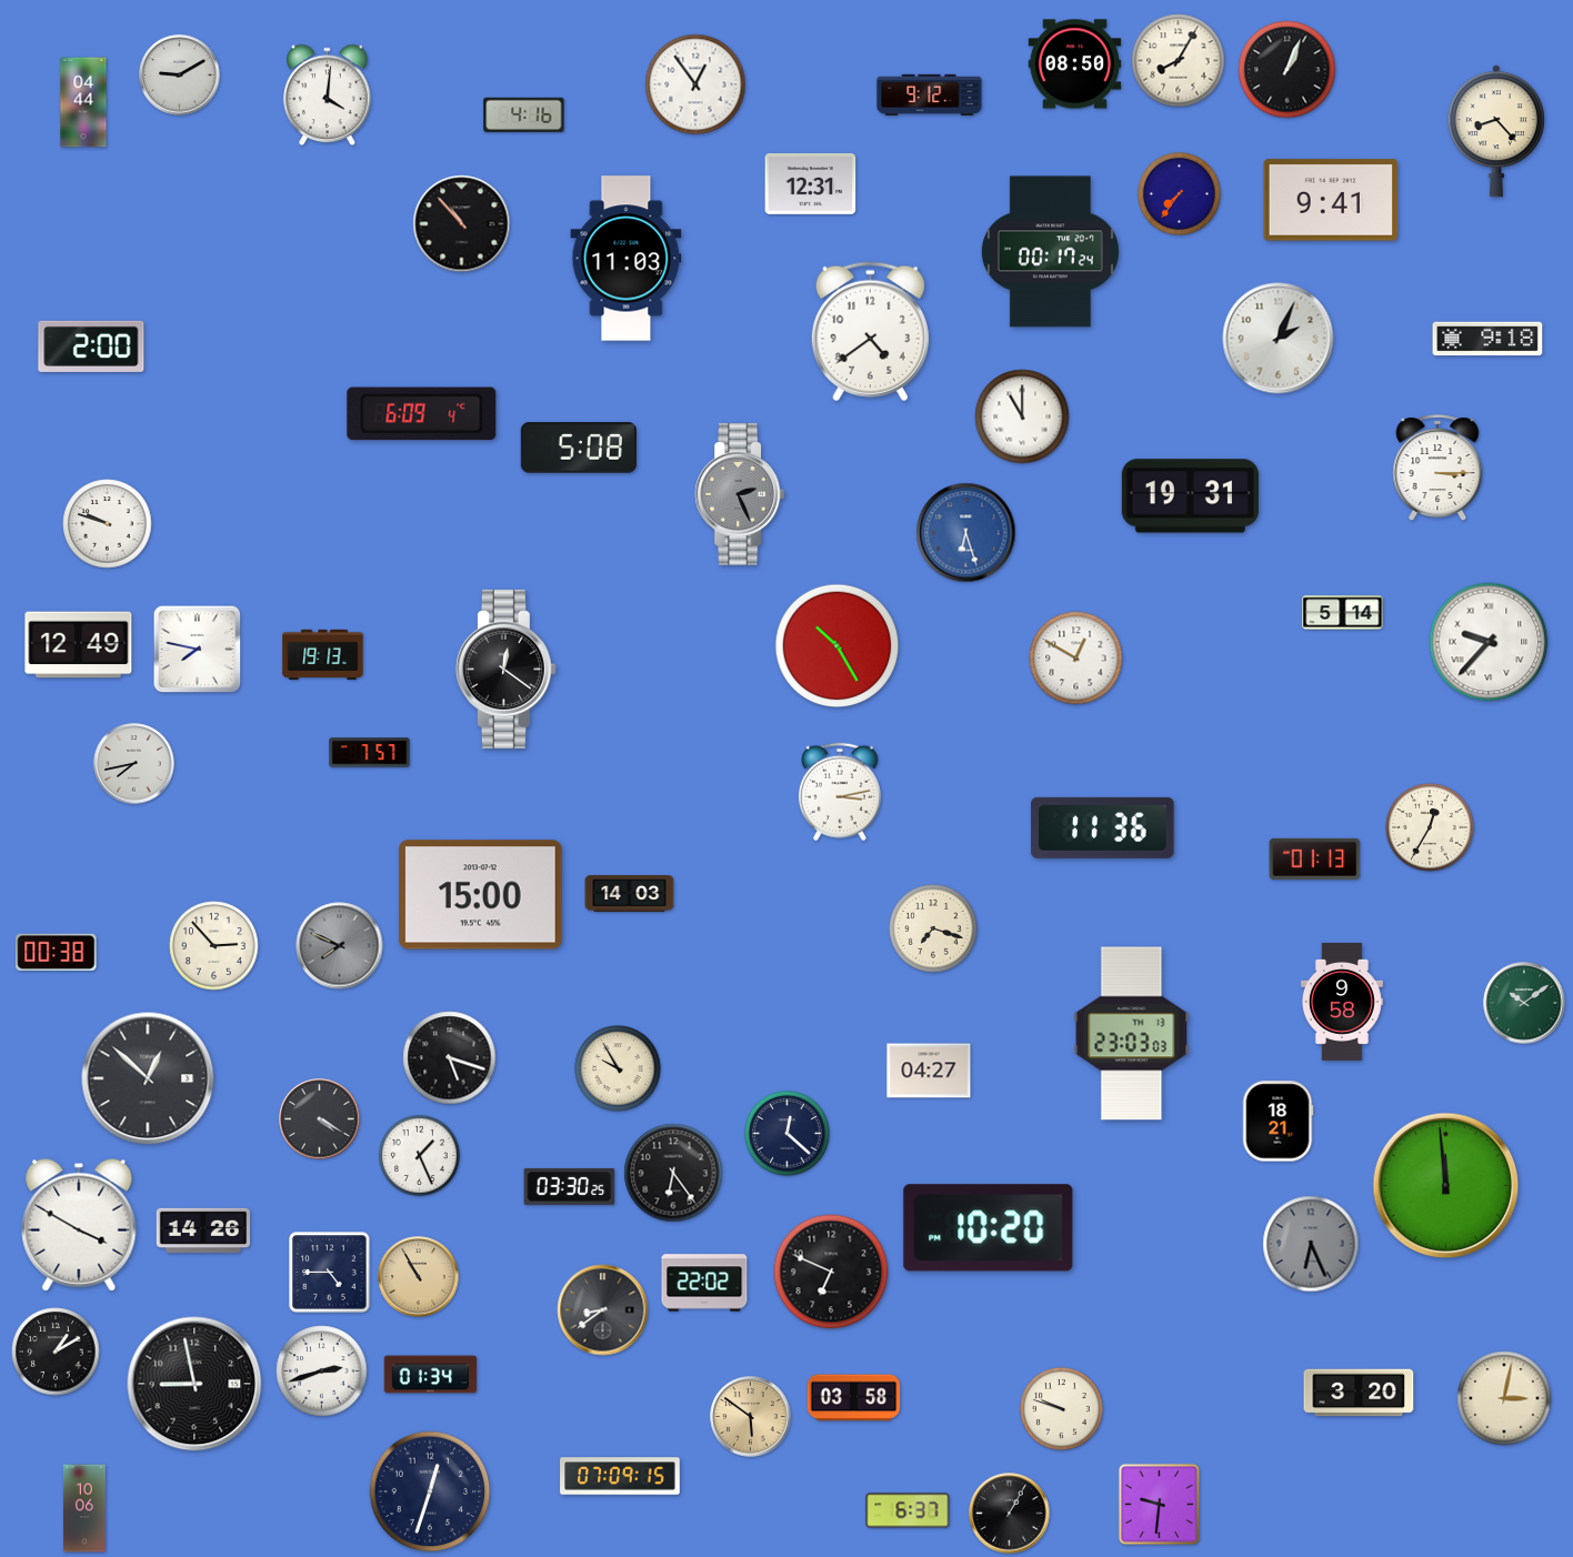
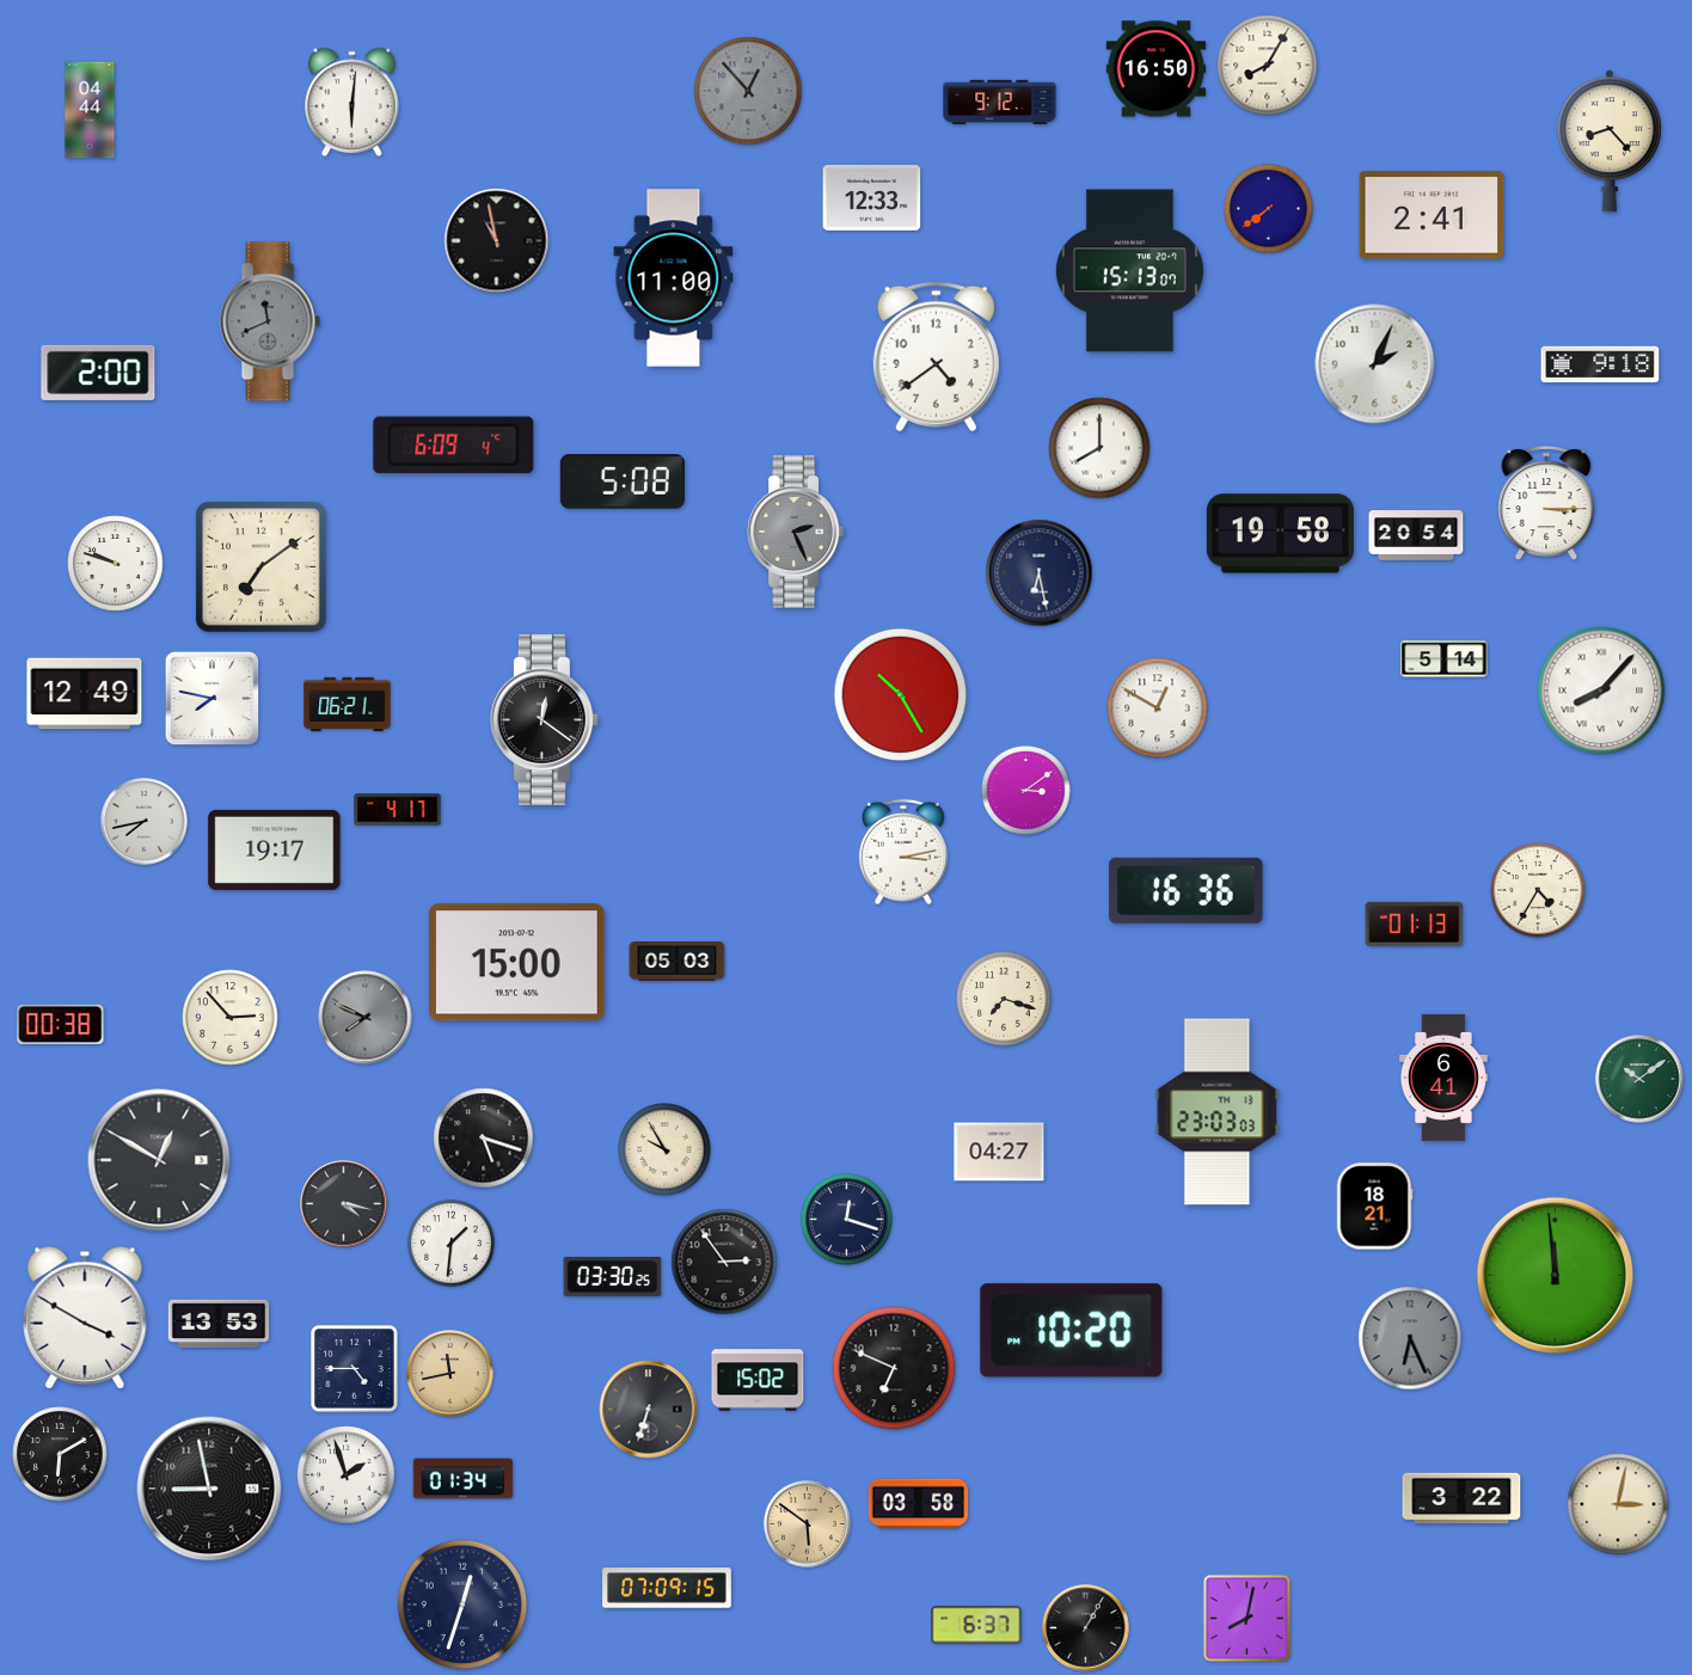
clock at (1075, 64): 08:50 -> 16:50
clock at (1288, 70): 1:04 -> none
clock at (180, 76): 9:10 -> none
clock at (695, 84): 12:54 -> 12:53
clock at (695, 84) dial: white -> grey
clock at (328, 96): 4:01 -> 6:01
clock at (524, 114): 4:16 -> none
clock at (811, 184): 12:31 -> 12:33
clock at (1180, 194): 7:36 -> 7:39
clock at (1331, 200): 9:41 -> 2:41
clock at (462, 224): 10:53 -> 10:58
clock at (1050, 252): 00:17 -> 15:13
clock at (627, 259): 11:03 -> 11:00
clock at (270, 321): none -> 11:41
clock at (1022, 416): 11:00 -> 8:00
clock at (1190, 496): 19:31 -> 19:58
clock at (1416, 536): none -> 20:54
clock at (260, 566): none -> 7:09
clock at (966, 533): 6:27 -> 6:28
clock at (966, 533) dial: blue -> navy
clock at (1489, 642): 9:37 -> 8:07
clock at (323, 654): 19:13 -> 06:21
clock at (1026, 791): none -> 3:09
clock at (370, 753): 7:57 -> 4:17
clock at (275, 849): none -> 19:17
clock at (1103, 827): 11:36 -> 16:36
clock at (1430, 827): 12:35 -> 4:35
clock at (630, 894): 14:03 -> 05:03
clock at (1342, 1002): 9:58 -> 6:41
clock at (148, 1078): 12:52 -> 12:50
clock at (320, 1119): 4:20 -> 4:17
clock at (788, 1134): 12:22 -> 12:18
clock at (419, 1155): 1:26 -> 1:31
clock at (673, 1173): 6:24 -> 2:54
clock at (989, 1228) position: (989, 1228) -> (1072, 1331)
clock at (203, 1230): 14:26 -> 13:53
clock at (419, 1277): 10:55 -> 11:43
clock at (704, 1283): 22:02 -> 15:02
clock at (603, 1310): 8:39 -> 6:33
clock at (56, 1352): 1:10 -> 6:10
clock at (322, 1372): 2:42 -> 1:57
clock at (1359, 1393): 3:20 -> 3:22
clock at (1062, 1409): 9:48 -> none
clock at (1159, 1504): 9:31 -> 8:02
clock at (84, 1508): 10:06 -> none
